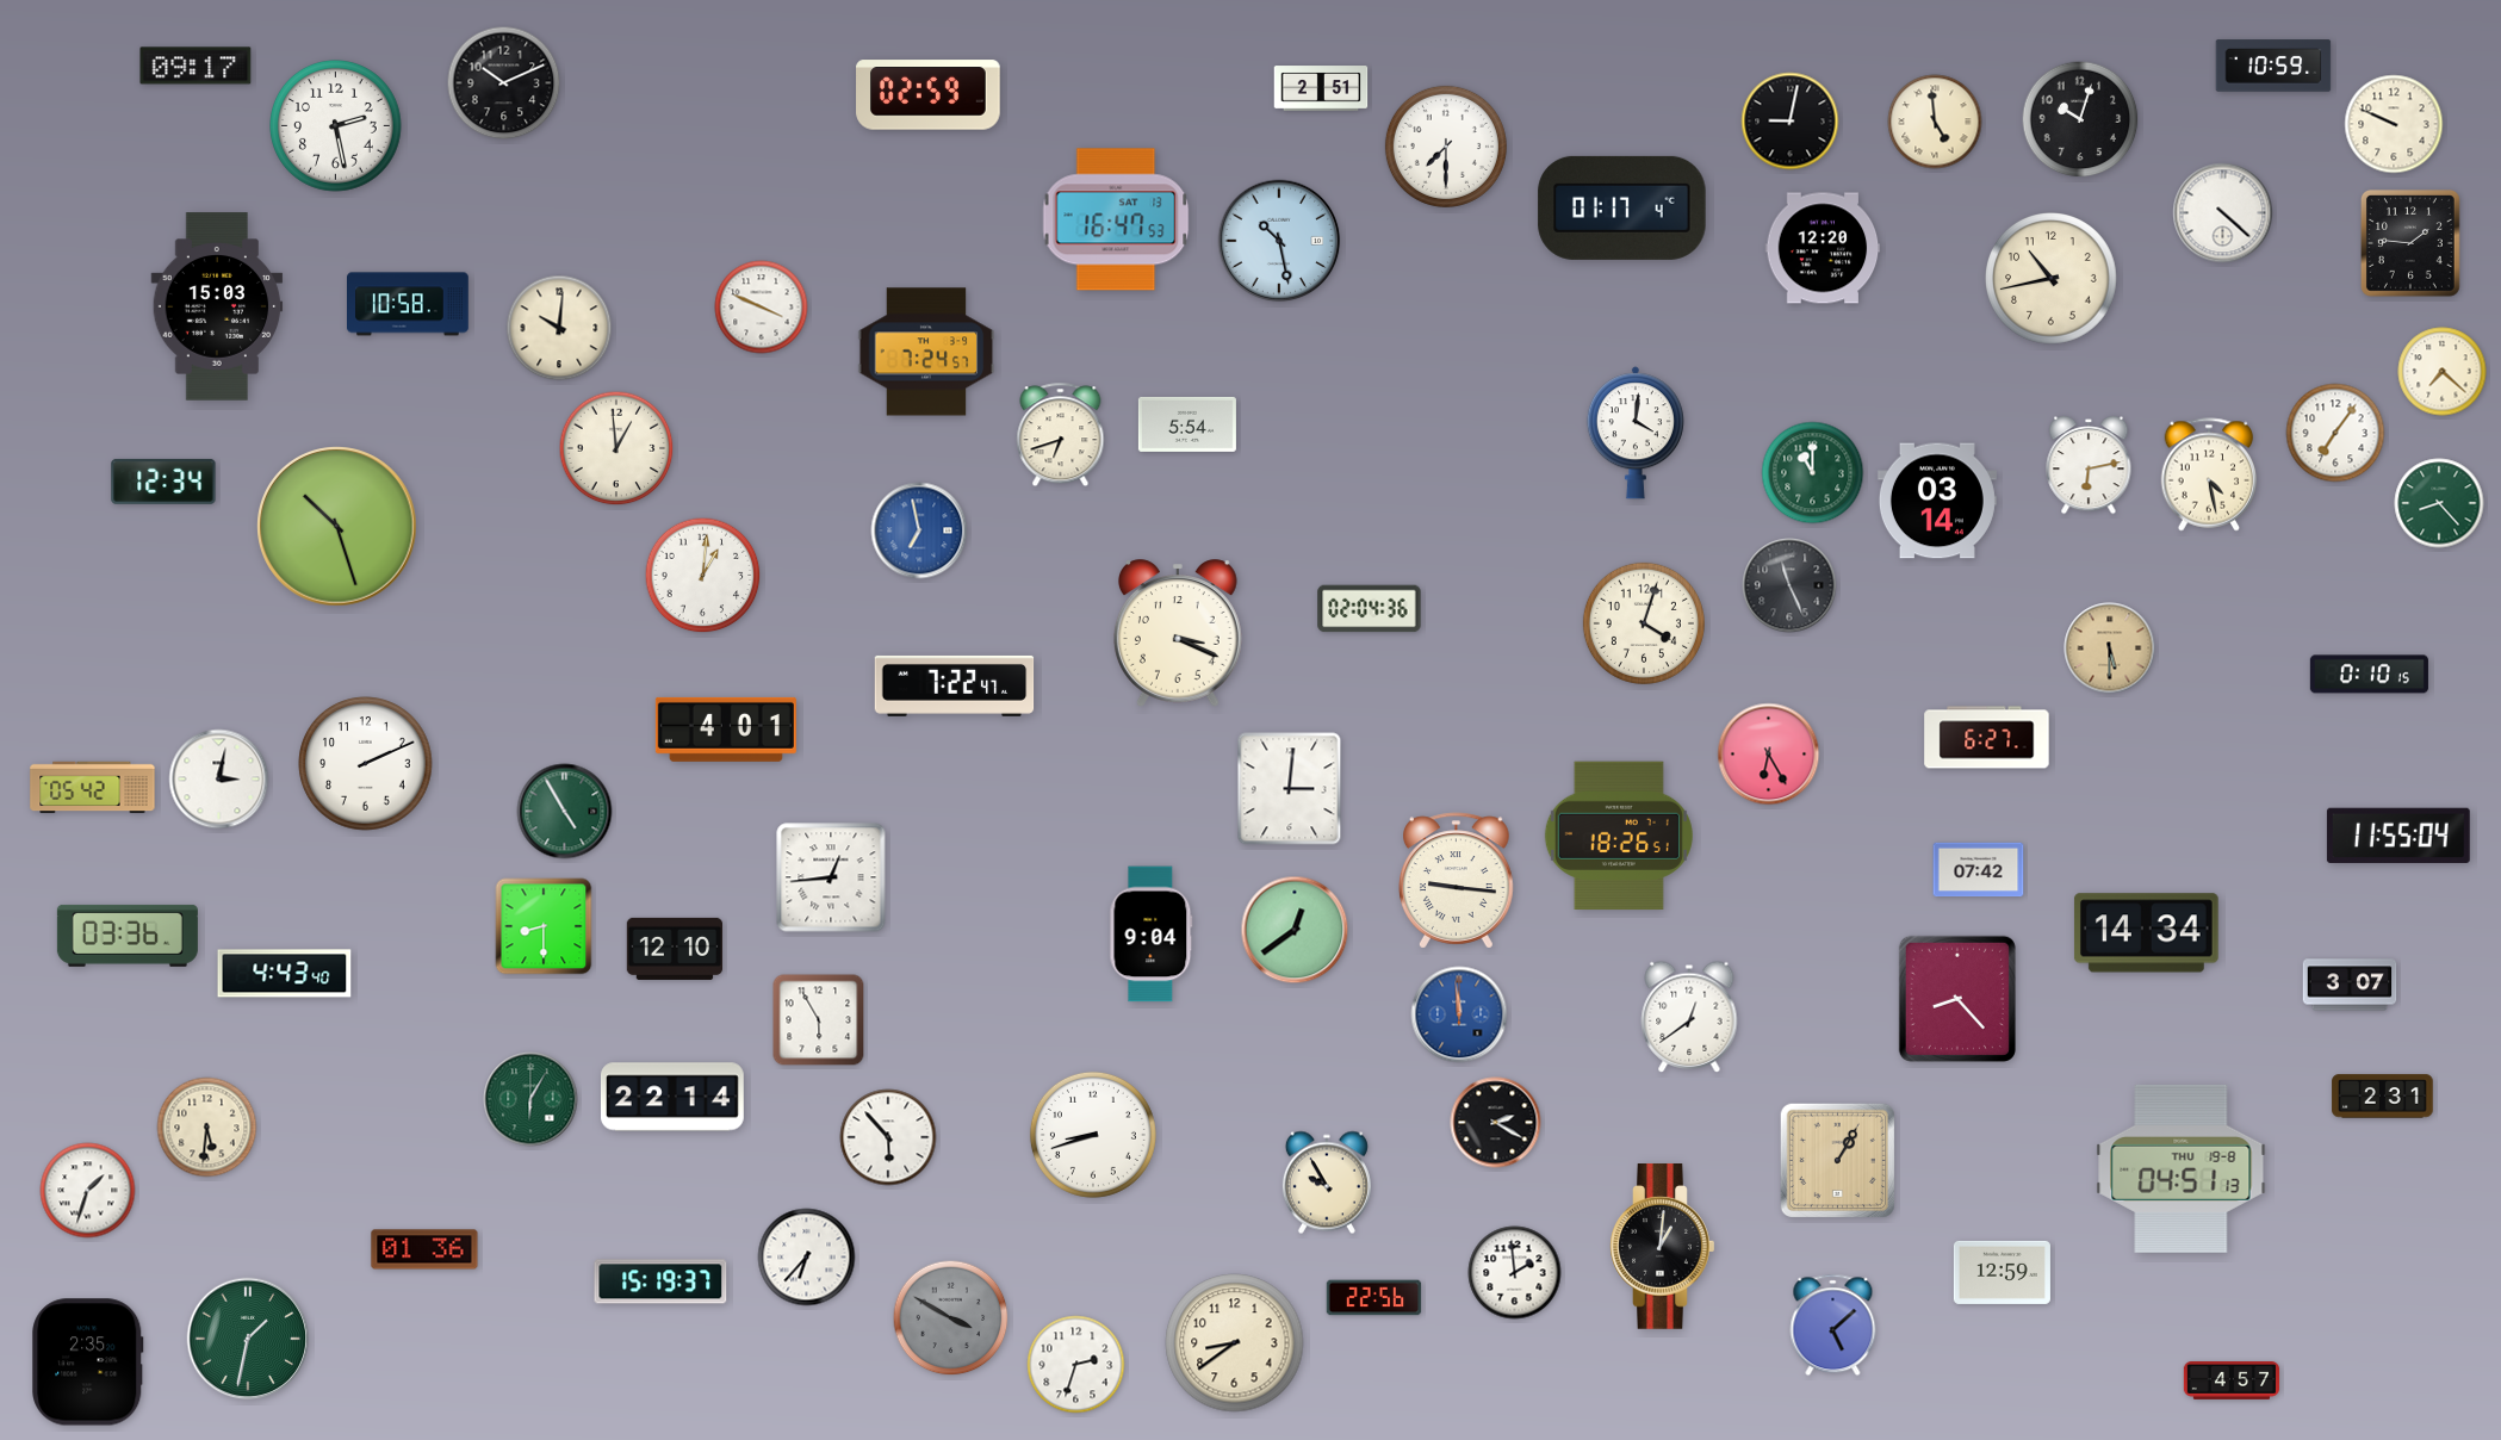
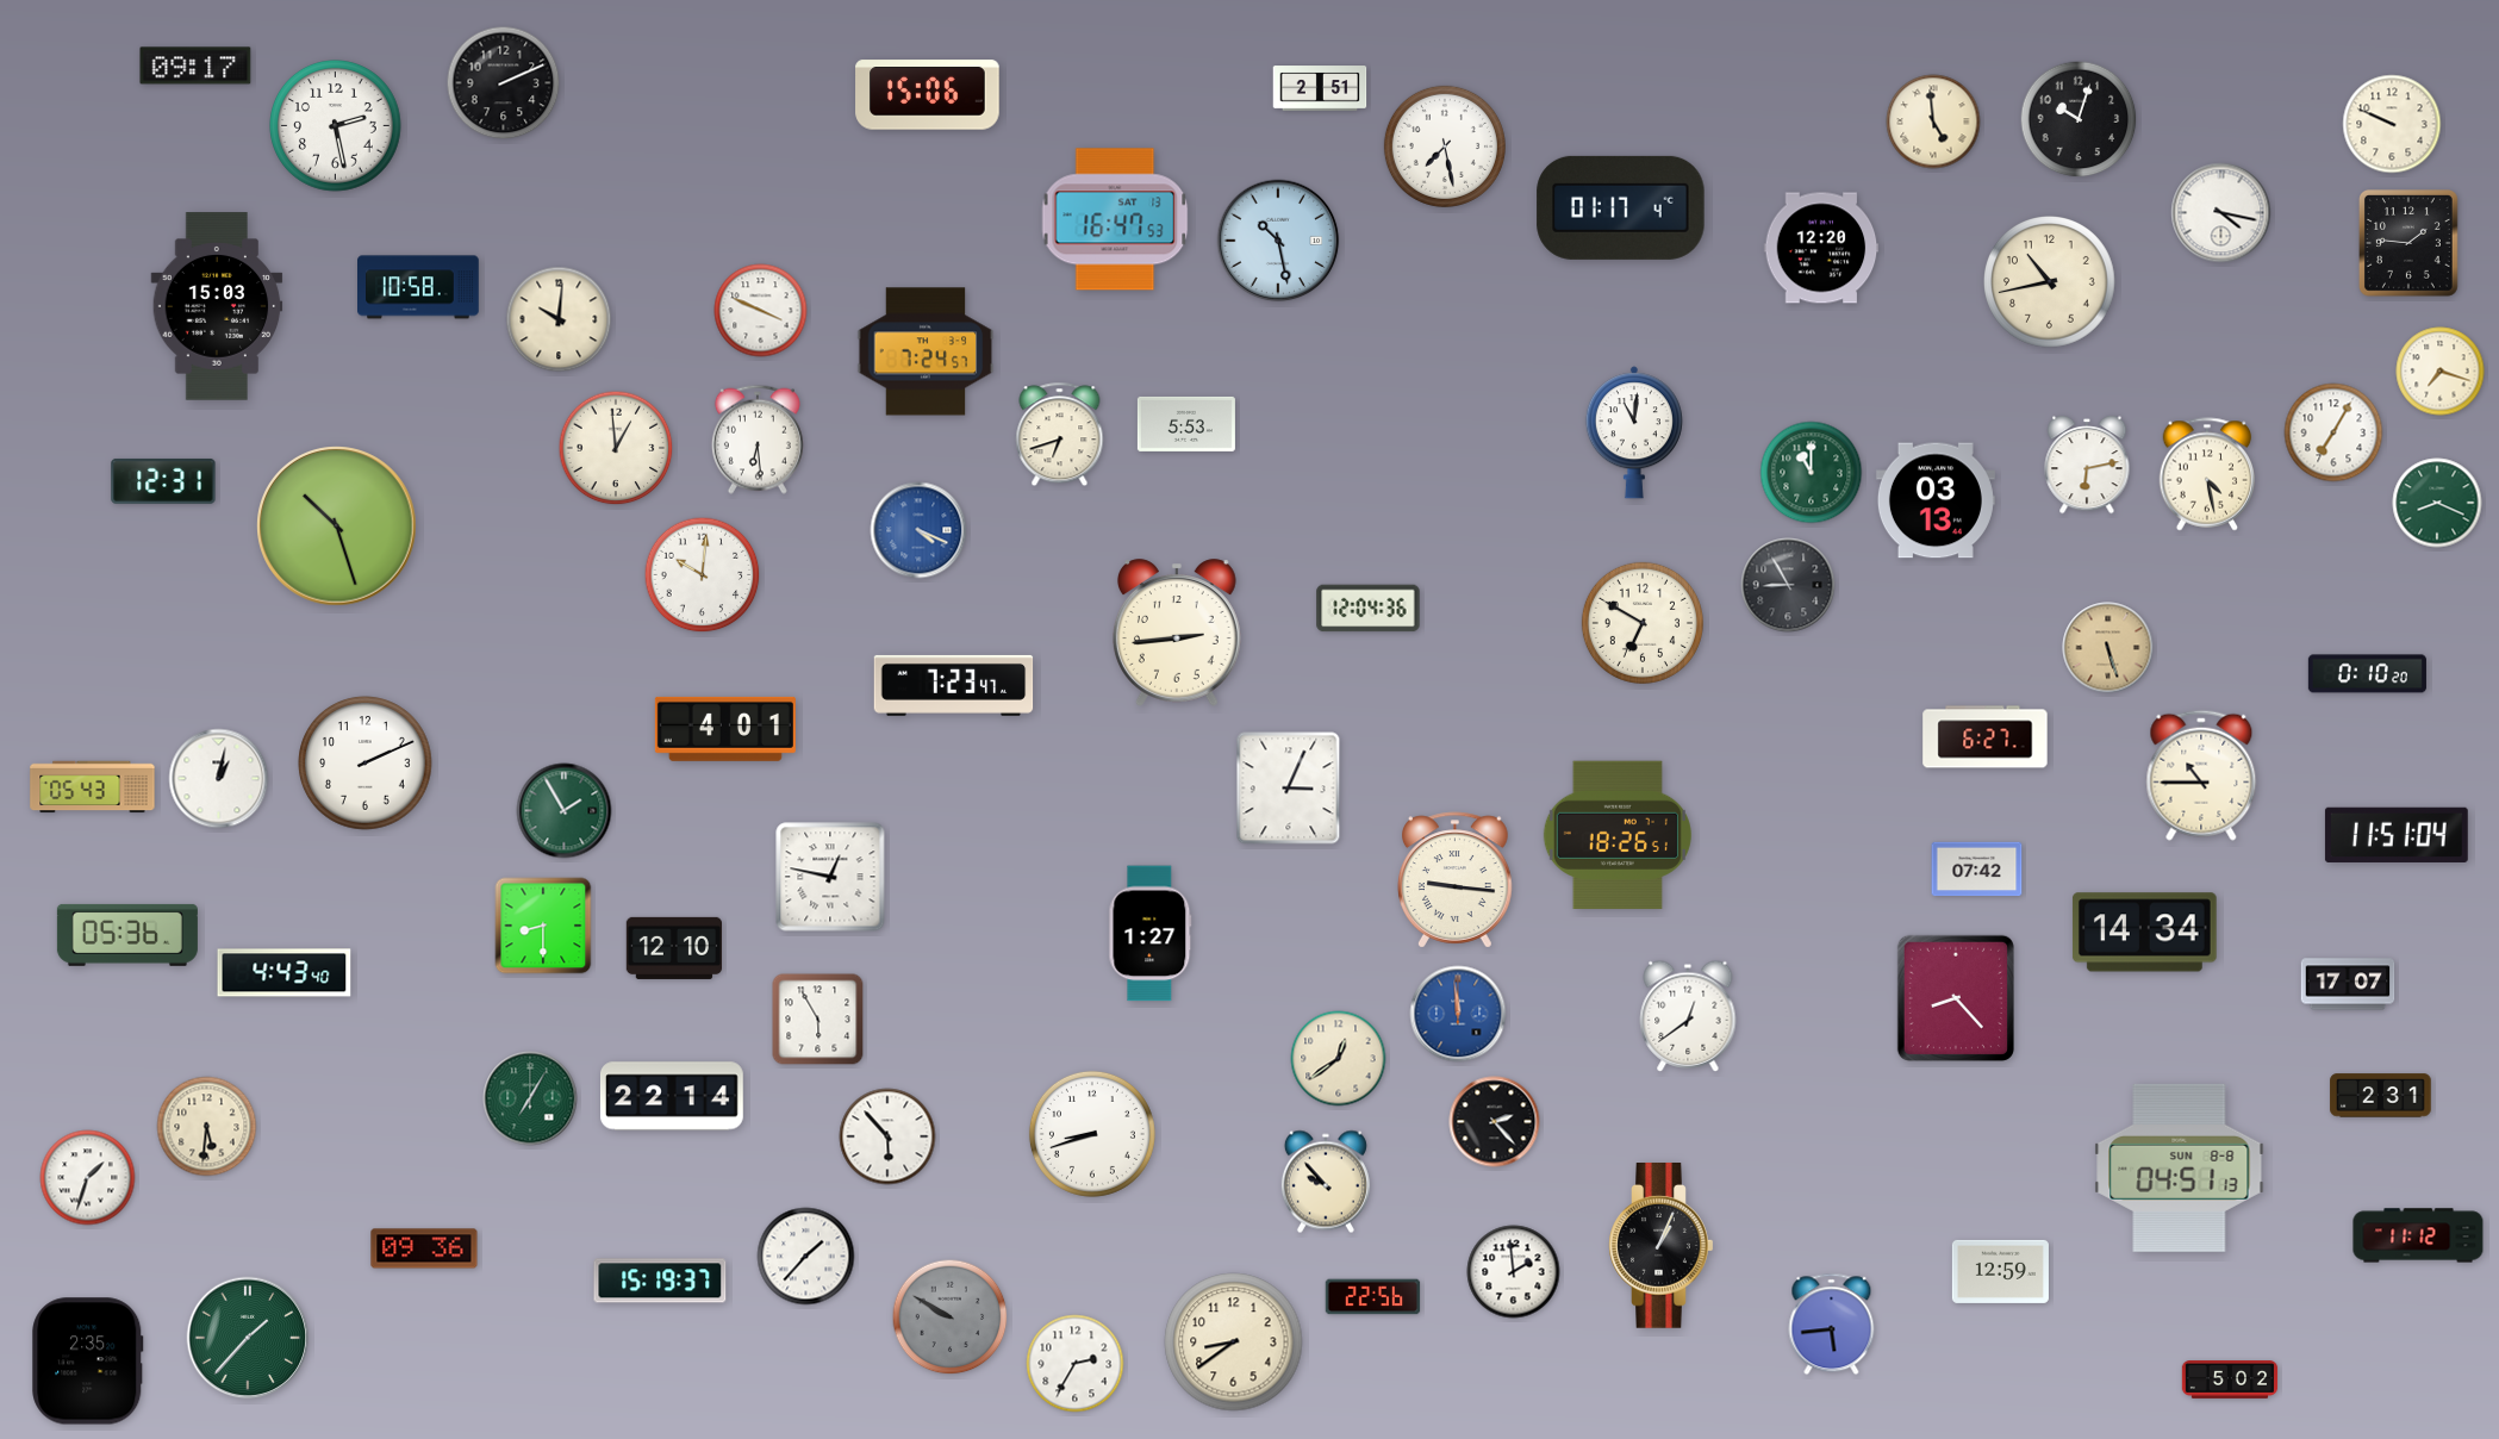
clock at (2273, 66): 10:59 -> none
clock at (504, 83): 10:11 -> 2:11
clock at (929, 95): 02:59 -> 15:06
clock at (1791, 122): 9:02 -> none
clock at (1446, 147): 7:30 -> 7:28
clock at (2223, 213): 4:22 -> 4:17
clock at (2052, 279) position: (2052, 279) -> (2050, 282)
clock at (409, 304) position: (409, 304) -> (419, 287)
clock at (762, 308) position: (762, 308) -> (761, 311)
clock at (559, 328) position: (559, 328) -> (559, 319)
clock at (2443, 372): 7:22 -> 7:18
clock at (1187, 424): 5:54 -> 5:53
clock at (1636, 433): 4:01 -> 11:01
clock at (2335, 433): 7:06 -> 7:05
clock at (758, 440): none -> 6:29
clock at (163, 482): 12:34 -> 12:31
clock at (1937, 501): 03:14 -> 03:13
clock at (2439, 503): 8:23 -> 8:19
clock at (919, 530): 6:58 -> 4:19
clock at (703, 576): 1:01 -> 10:01
clock at (1789, 585): 11:26 -> 8:55
clock at (1370, 609): 02:04 -> 12:04
clock at (1644, 623): 4:03 -> 6:50
clock at (1178, 633): 3:19 -> 2:44
clock at (2110, 648): 5:30 -> 5:27
clock at (2369, 675): 0:10:15 -> 0:10:20
clock at (955, 685): 7:22 -> 7:23
clock at (1769, 755): 6:25 -> none
clock at (2201, 775): none -> 10:45
clock at (219, 780): 3:02 -> 1:02
clock at (93, 788): 05:42 -> 05:43
clock at (1290, 789): 3:01 -> 3:04
clock at (565, 812): 4:55 -> 1:55
clock at (2398, 834): 11:55 -> 11:51
clock at (831, 877): 12:44 -> 12:47
clock at (1295, 930): 12:39 -> none
clock at (1152, 935): 9:04 -> 1:27
clock at (128, 936): 03:36 -> 05:36
clock at (2350, 985): 3:07 -> 17:07
clock at (1339, 1059): none -> 12:39
clock at (530, 1099): 6:05 -> 7:05
clock at (1496, 1123): 2:20 -> 2:23
clock at (1837, 1160): 1:05 -> none
clock at (2182, 1168) date: THU 19-8 -> SUN 8-8
clock at (1327, 1183): 9:55 -> 9:53
clock at (88, 1191) position: (88, 1191) -> (88, 1178)
clock at (2418, 1235): none -> 11:12
clock at (1663, 1247): 1:01 -> 1:04
clock at (424, 1249): 01:36 -> 09:36
clock at (807, 1258): 6:37 -> 1:37
clock at (951, 1318): 3:50 -> 9:50
clock at (1833, 1326): 5:08 -> 5:44
clock at (248, 1339): 1:32 -> 1:37
clock at (1076, 1365): 2:33 -> 2:35
clock at (2232, 1382): 4:57 -> 5:02
